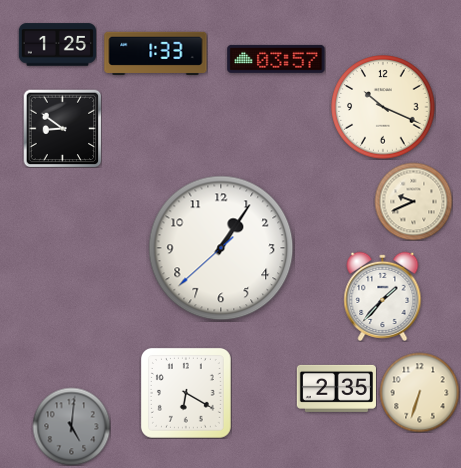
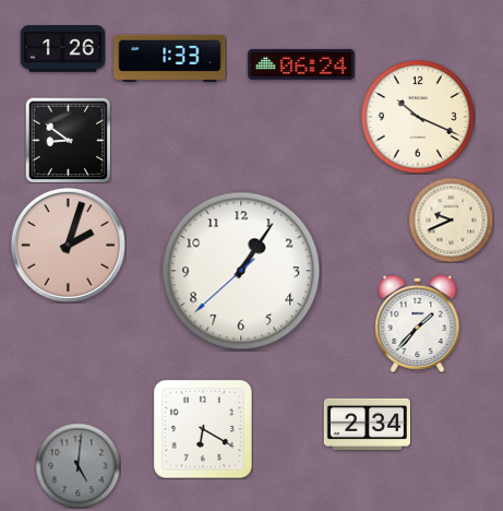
clock at (57, 45): 1:25 -> 1:26
clock at (276, 59): 03:57 -> 06:24
clock at (68, 245): none -> 2:03
clock at (336, 388): 2:35 -> 2:34
clock at (419, 392): 6:33 -> none
